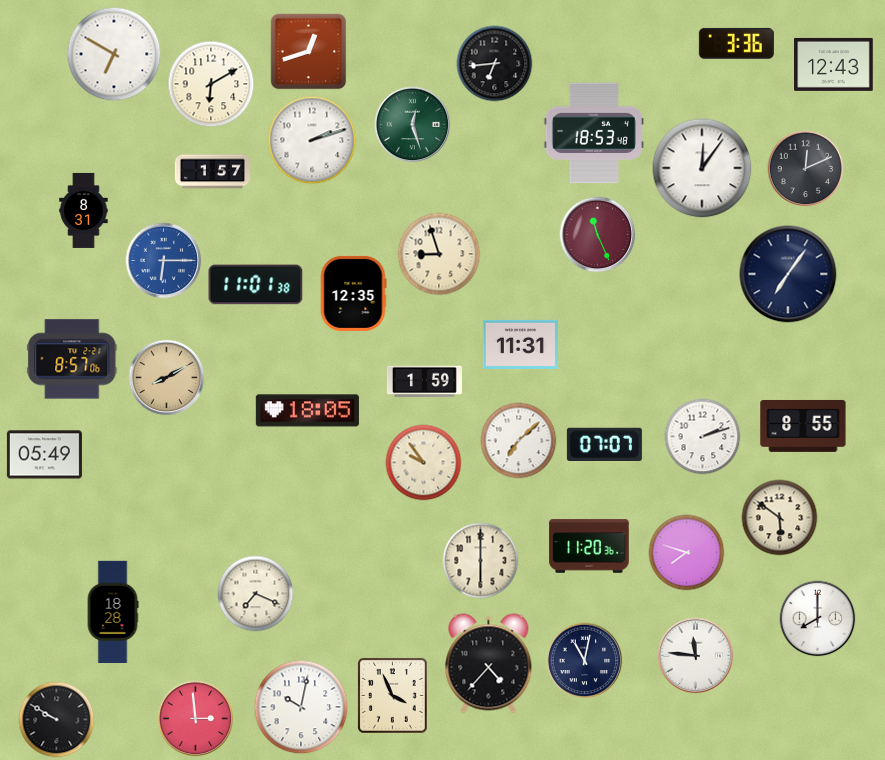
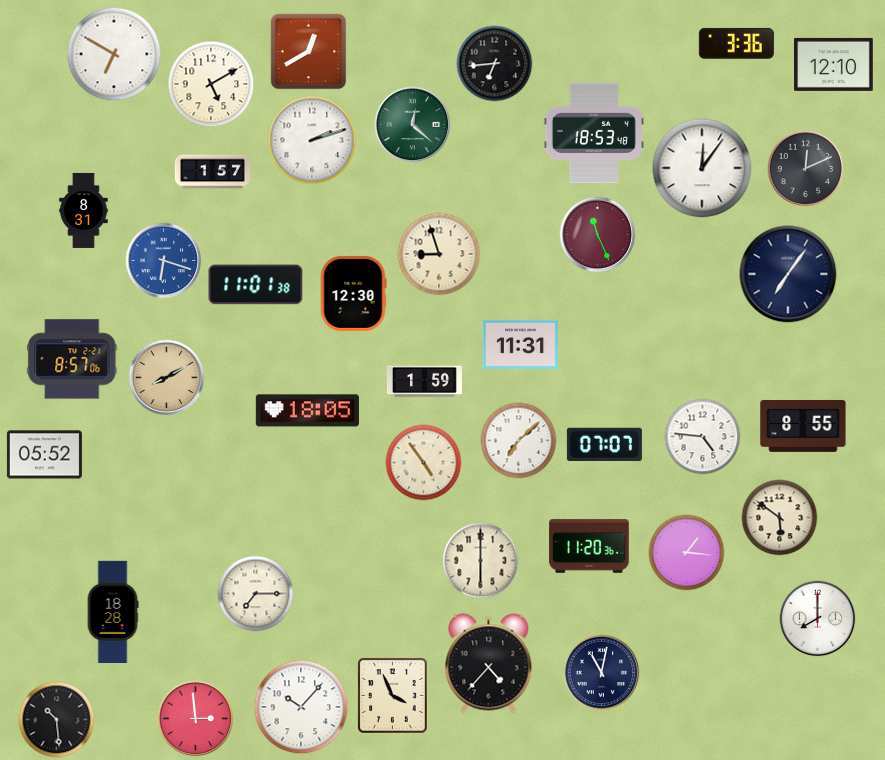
clock at (309, 52): 12:42 -> 12:40
clock at (834, 64): 12:43 -> 12:10
clock at (211, 84): 6:10 -> 5:10
clock at (413, 125): 12:27 -> 12:22
clock at (164, 261): 6:15 -> 6:18
clock at (353, 293): 12:35 -> 12:30
clock at (703, 437): 2:12 -> 4:46
clock at (44, 455): 05:49 -> 05:52
clock at (424, 463): 9:54 -> 4:54
clock at (687, 553): 7:48 -> 1:16
clock at (256, 594): 7:19 -> 7:15
clock at (696, 656): 11:46 -> none
clock at (585, 661) position: (585, 661) -> (602, 673)
clock at (301, 707): 10:02 -> 10:07
clock at (57, 720): 9:50 -> 10:29
